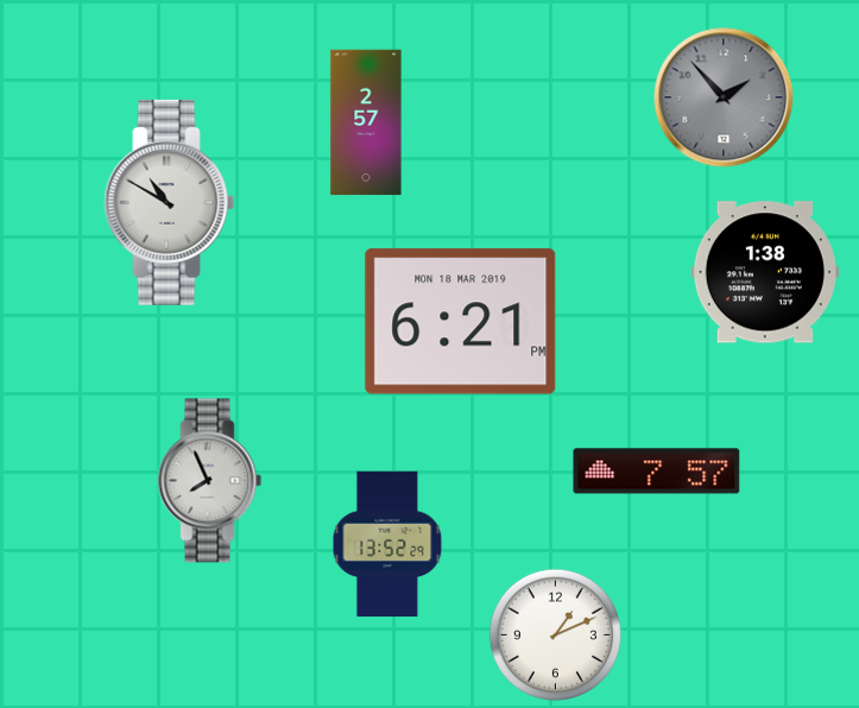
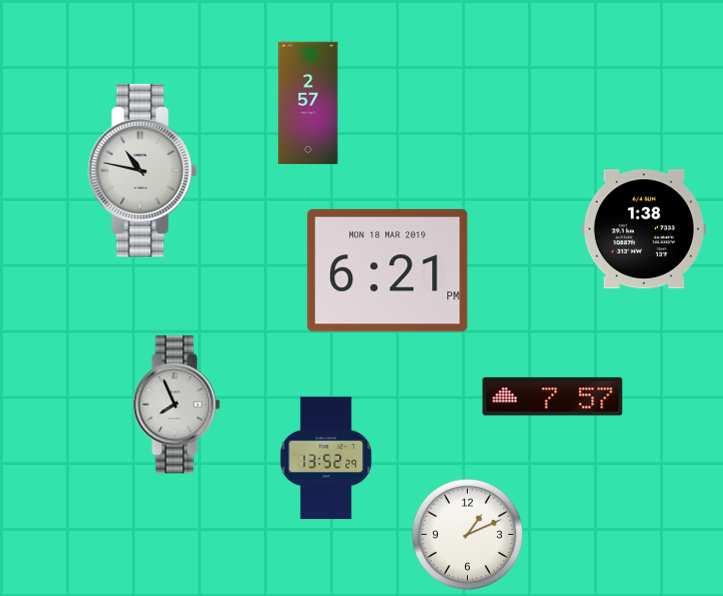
clock at (724, 97): 1:53 -> none
clock at (170, 202): 10:50 -> 10:47
